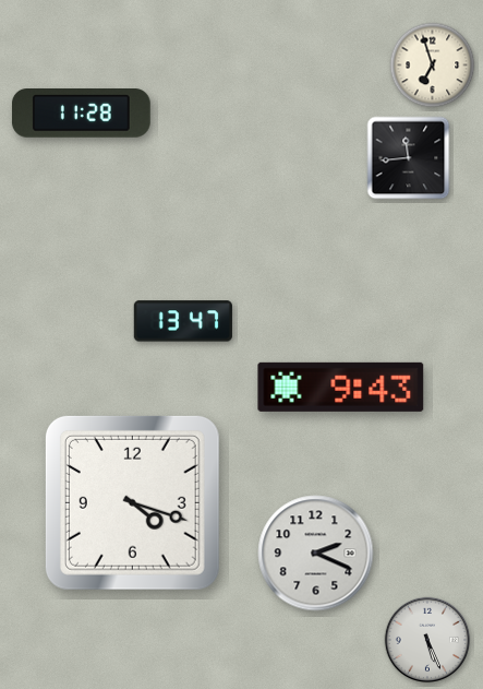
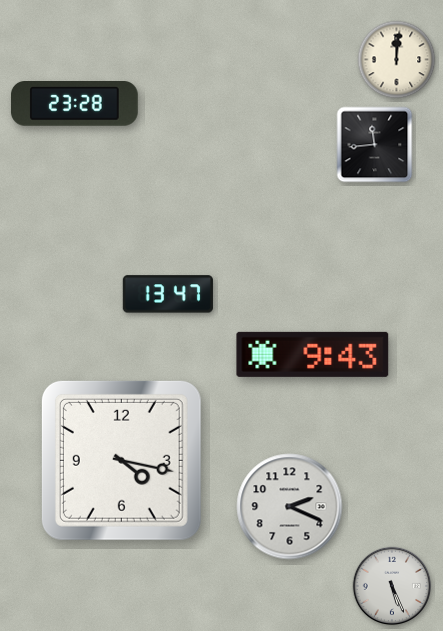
clock at (433, 66): 6:57 -> 12:01
clock at (81, 114): 11:28 -> 23:28
clock at (132, 502): 4:18 -> 4:17
